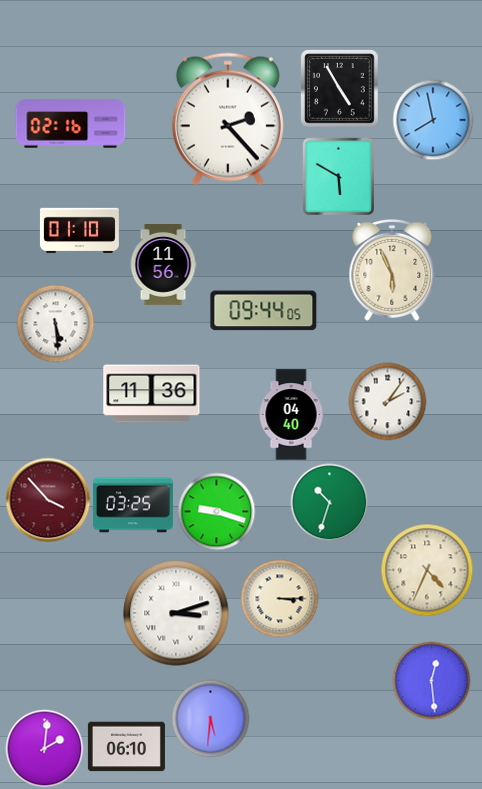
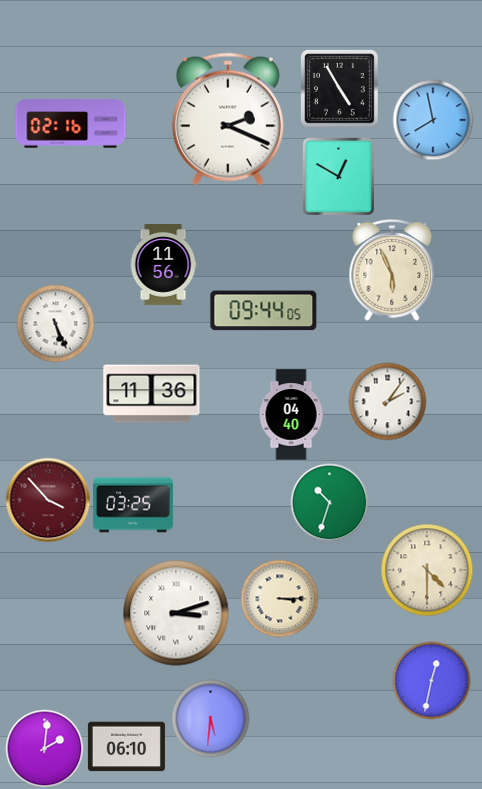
clock at (228, 119): 2:23 -> 2:19
clock at (338, 176): 5:50 -> 12:50
clock at (79, 230): 01:10 -> none
clock at (55, 323): 5:29 -> 5:26
clock at (216, 511): 9:18 -> none
clock at (427, 570): 4:34 -> 4:30
clock at (431, 680): 12:29 -> 12:32
